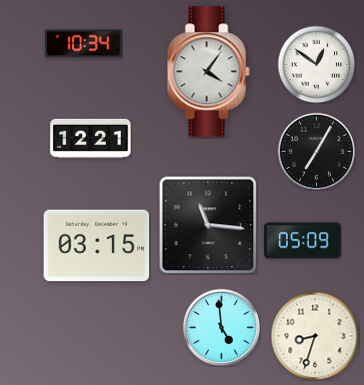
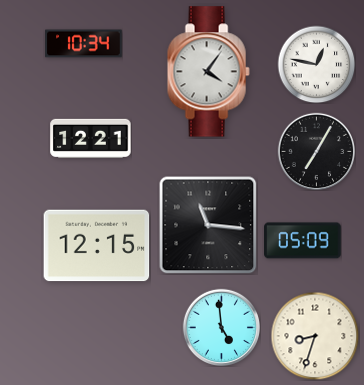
clock at (316, 64): 12:51 -> 12:47
clock at (97, 246): 03:15 -> 12:15
